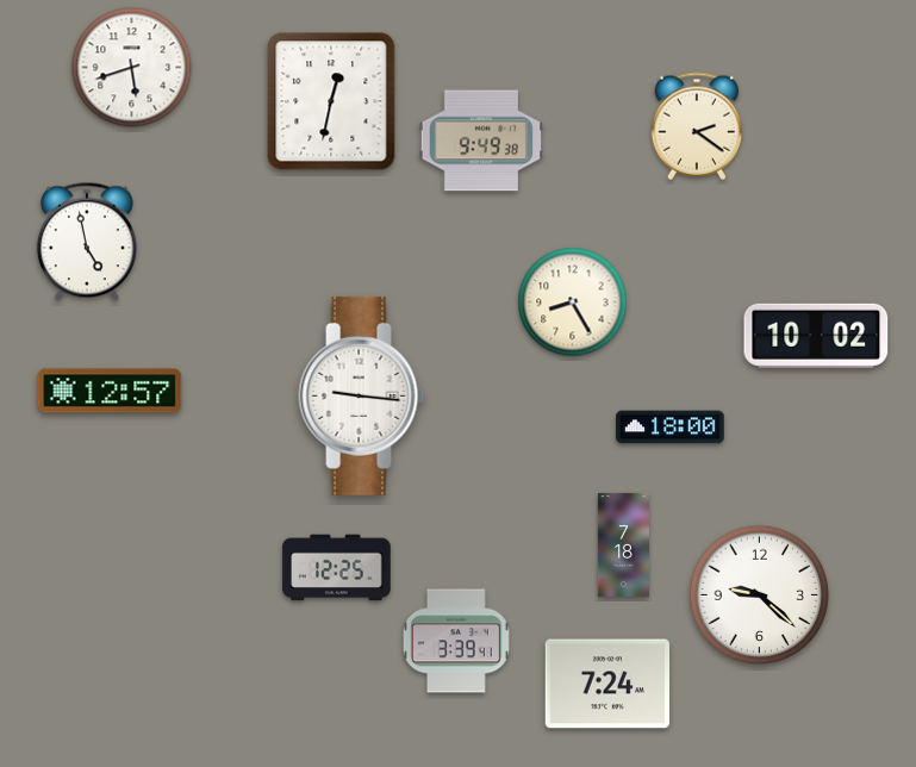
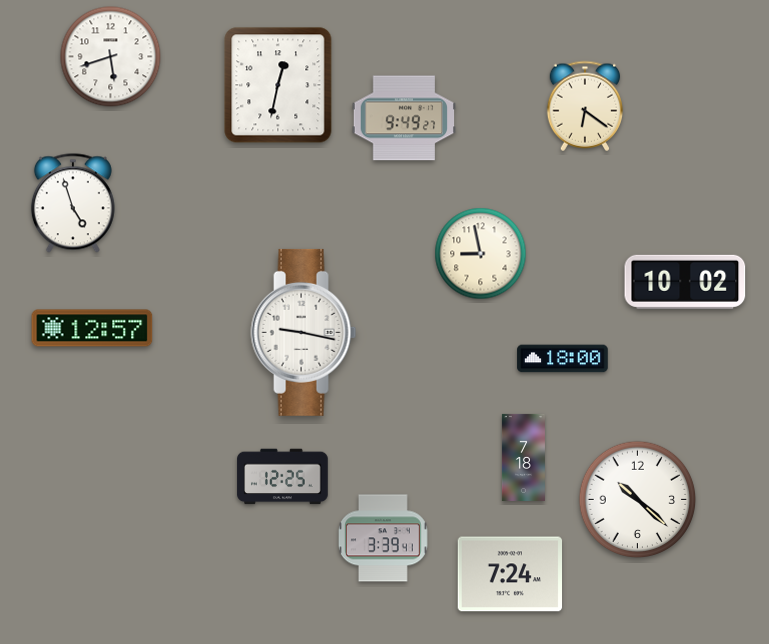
clock at (696, 126): 2:21 -> 6:21
clock at (481, 141): 9:49:38 -> 9:49:27
clock at (87, 242): 4:58 -> 4:57
clock at (573, 303): 8:25 -> 8:58
clock at (362, 395): 9:16 -> 9:17
clock at (760, 595): 9:22 -> 10:22
